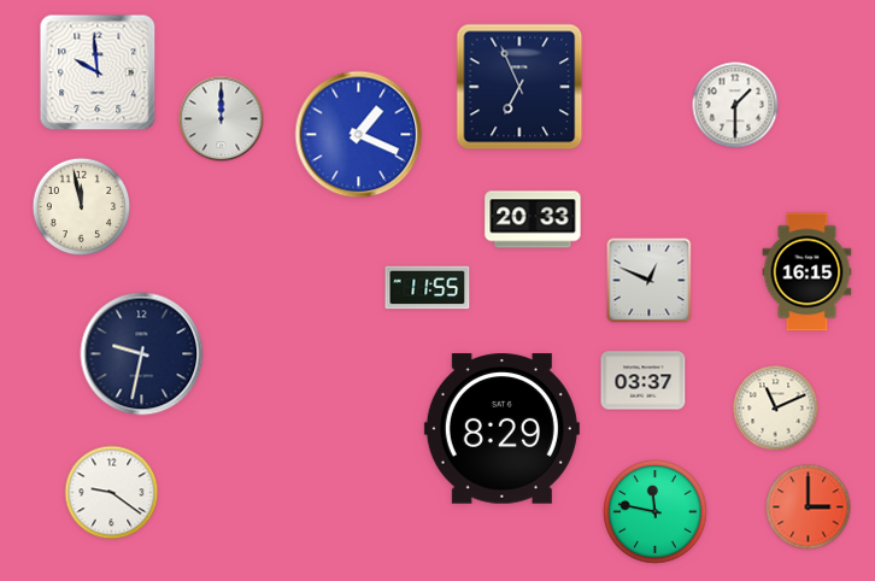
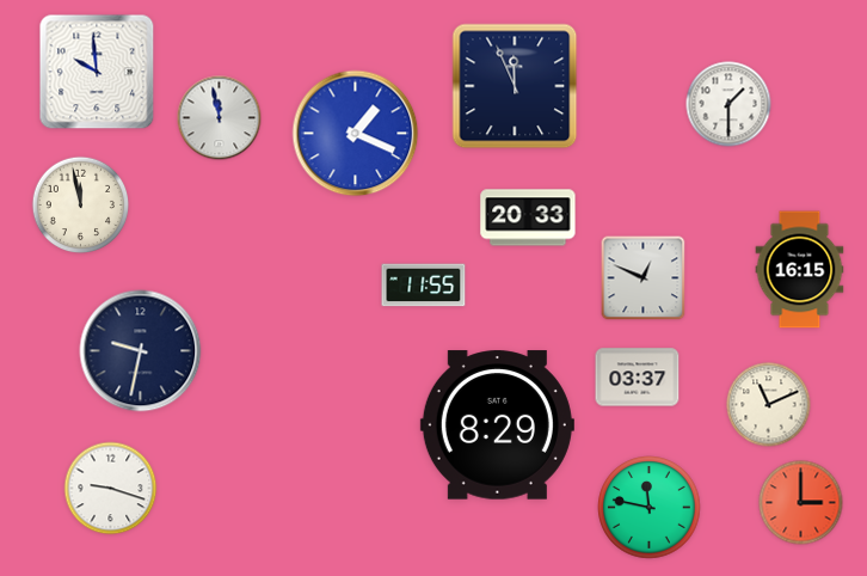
clock at (519, 87): 6:56 -> 11:56
clock at (222, 119): 12:00 -> 11:58
clock at (112, 493): 9:21 -> 9:18
